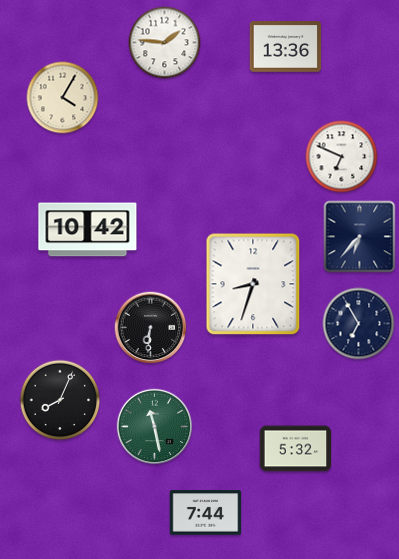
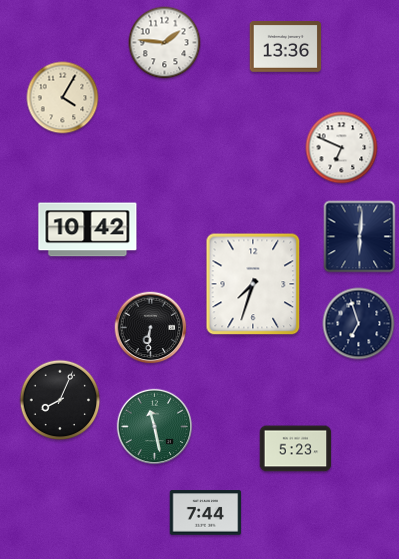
clock at (342, 157) position: (342, 157) -> (342, 148)
clock at (360, 237): 6:37 -> 6:01
clock at (253, 284): 8:33 -> 7:33
clock at (359, 324): 6:55 -> 6:57
clock at (296, 449): 5:32 -> 5:23
